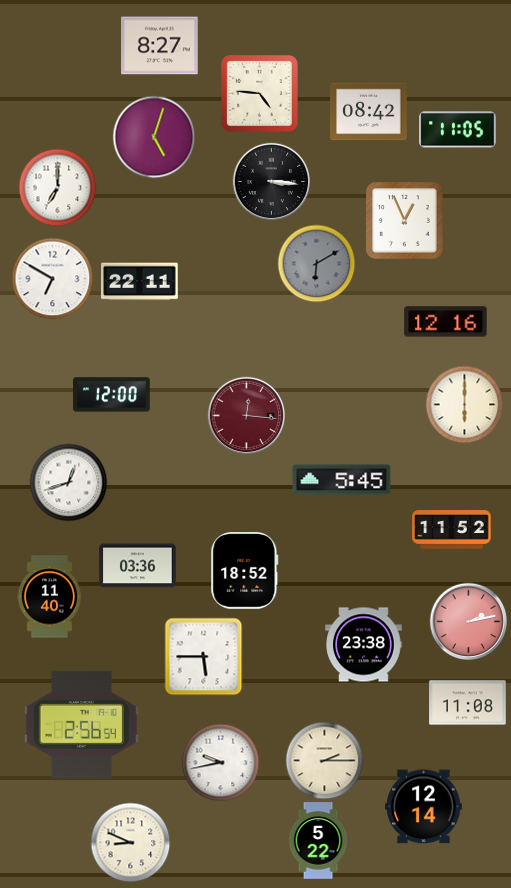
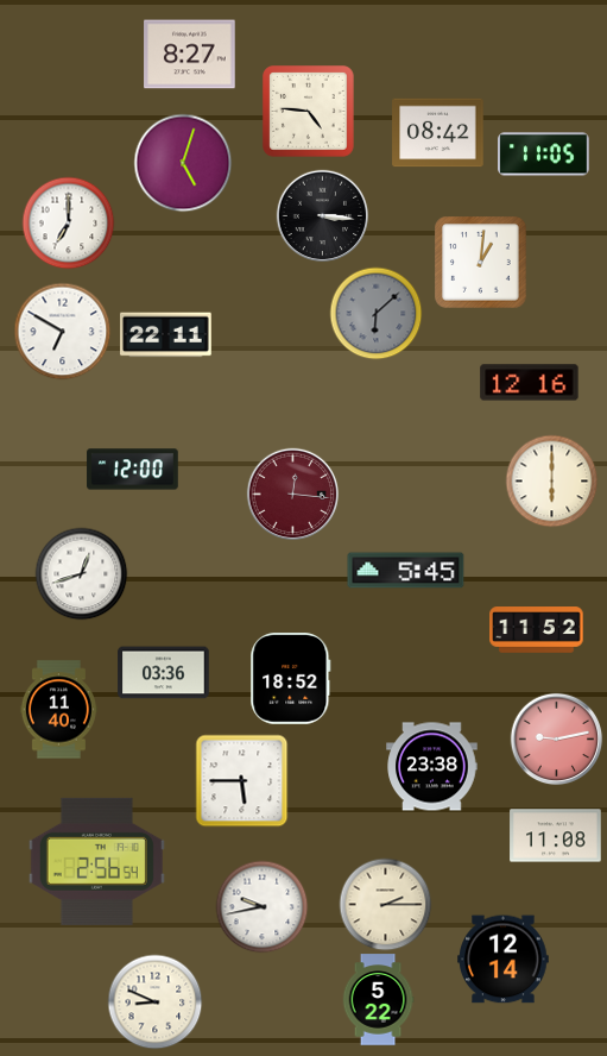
clock at (405, 221): 12:56 -> 1:01
clock at (316, 263): 6:10 -> 6:08
clock at (468, 621): 2:13 -> 9:13
